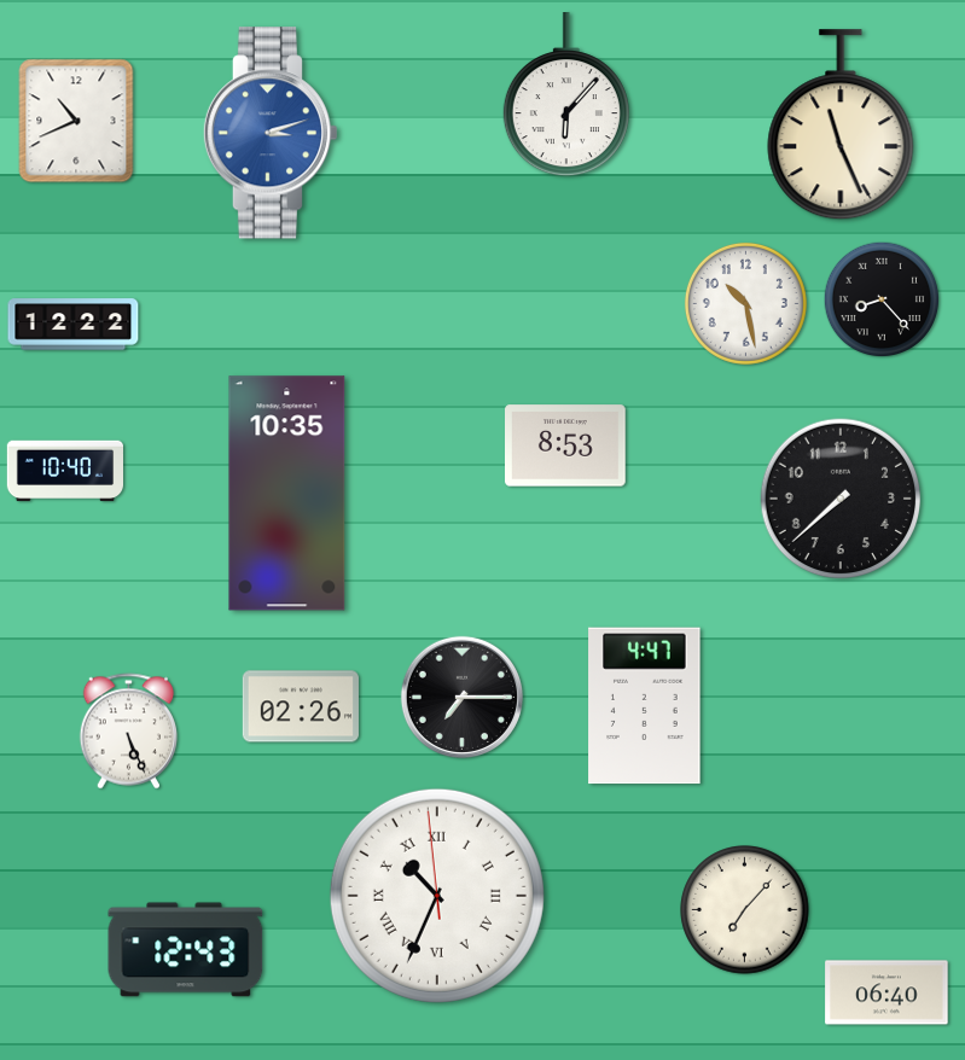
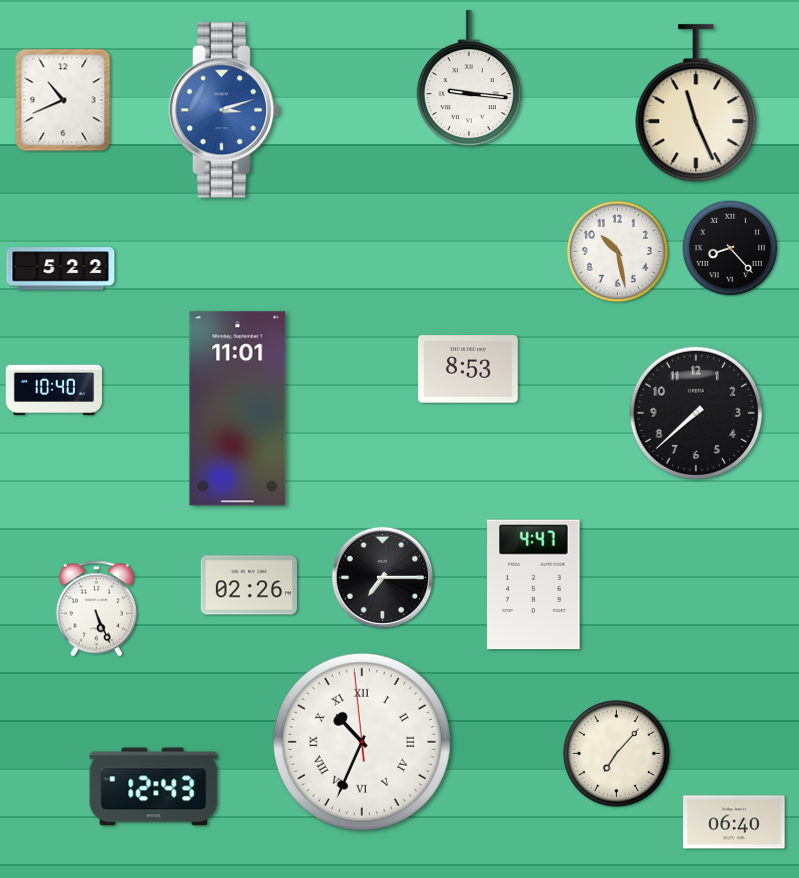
clock at (566, 95): 6:07 -> 9:16
clock at (74, 325): 12:22 -> 5:22
clock at (287, 494): 10:35 -> 11:01
clock at (128, 732) position: (128, 732) -> (96, 609)
